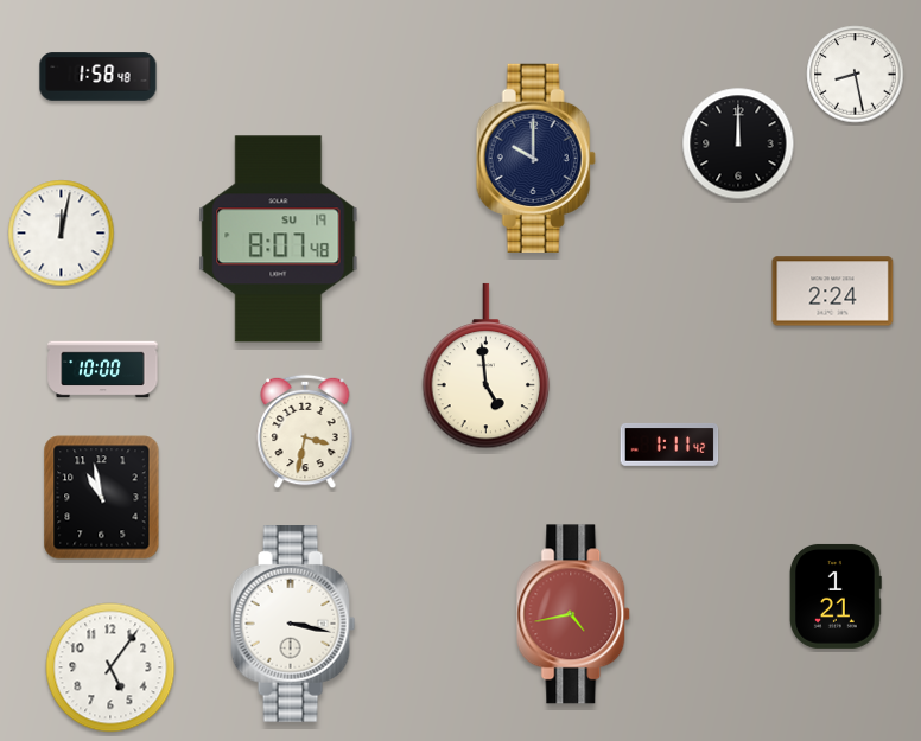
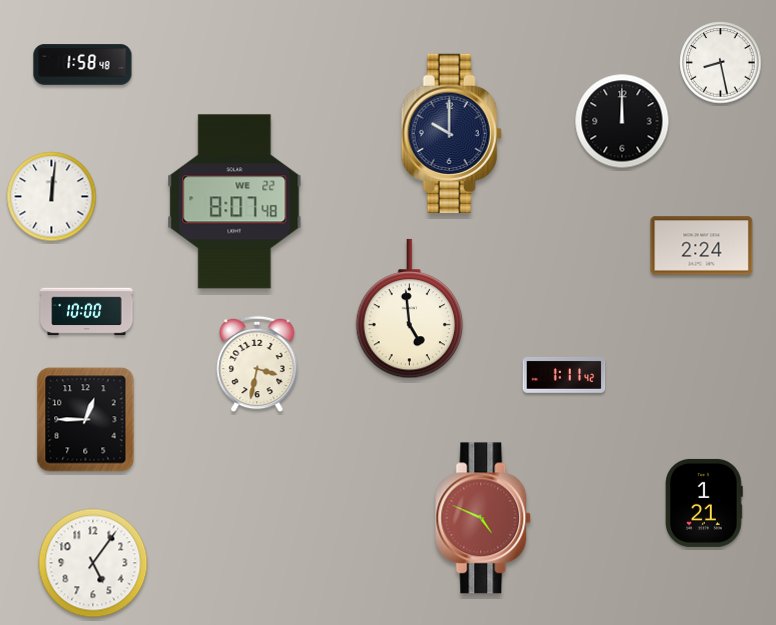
clock at (62, 234): 12:02 -> 12:01
clock at (279, 239) date: SU 19 -> WE 22
clock at (102, 498): 10:58 -> 12:45
clock at (574, 614): 4:43 -> 4:49
clock at (293, 625): 3:17 -> none
